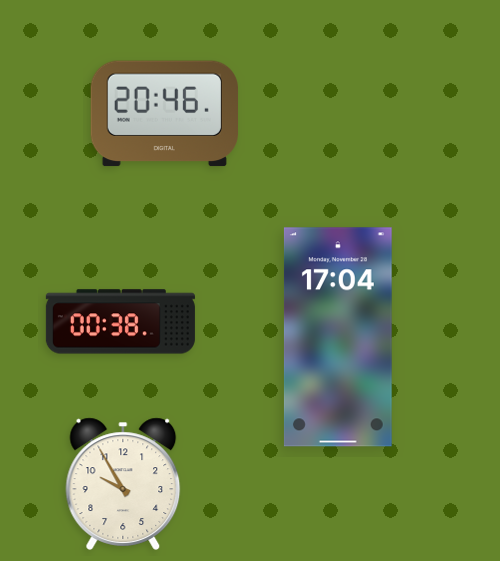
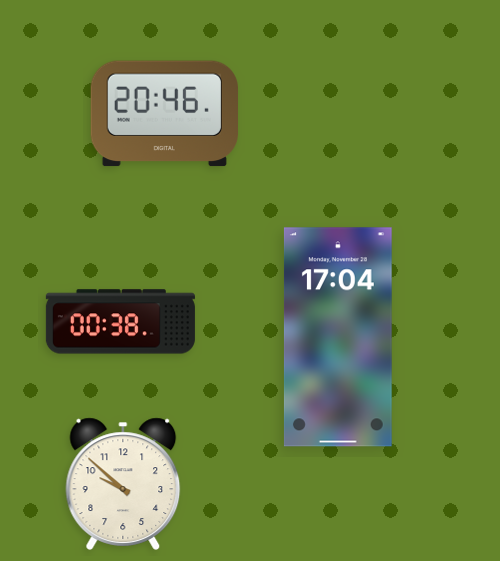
clock at (123, 484): 9:55 -> 9:52
